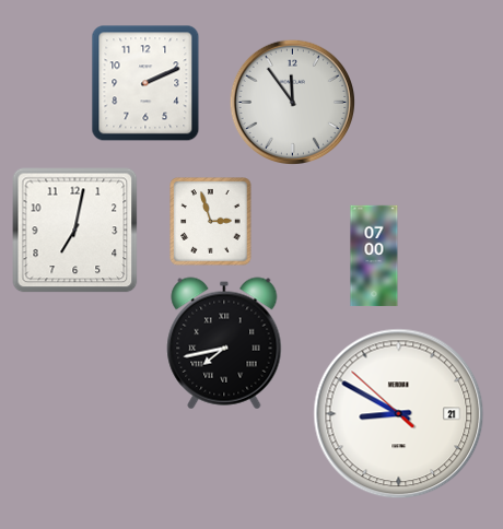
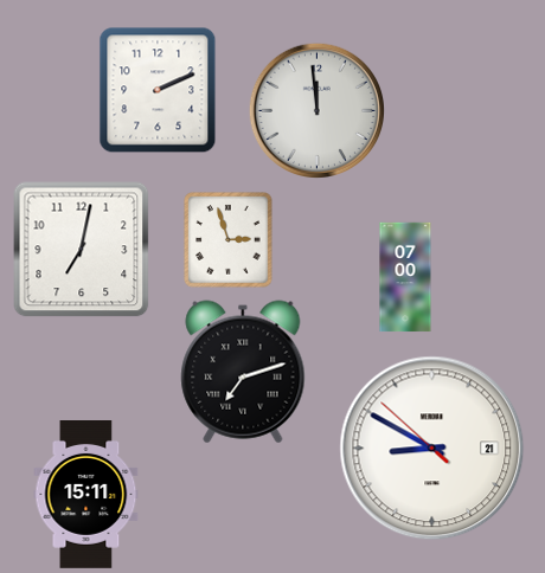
clock at (292, 102): 11:54 -> 11:59
clock at (224, 343): 7:43 -> 7:12
clock at (86, 495): none -> 15:11
